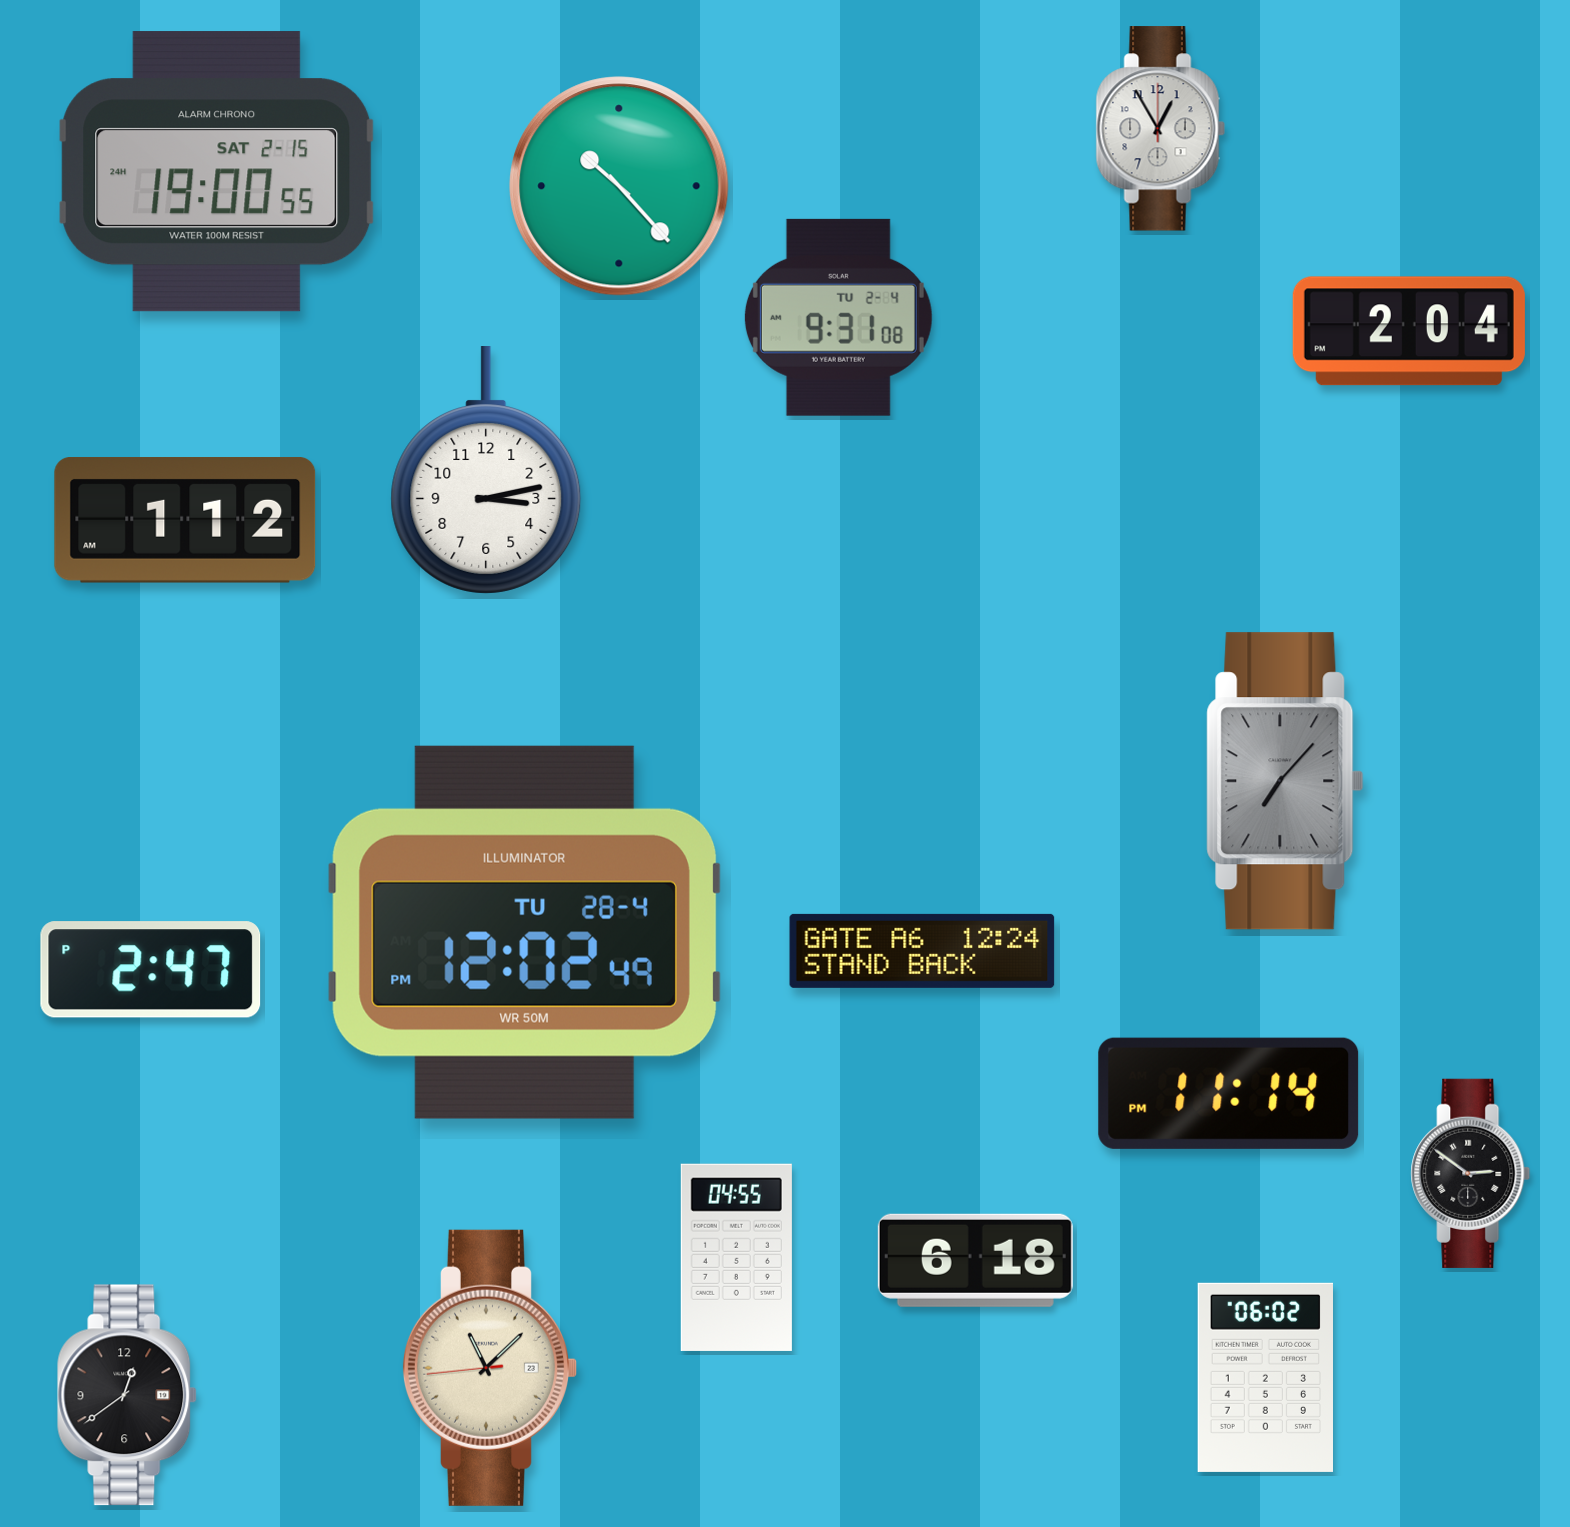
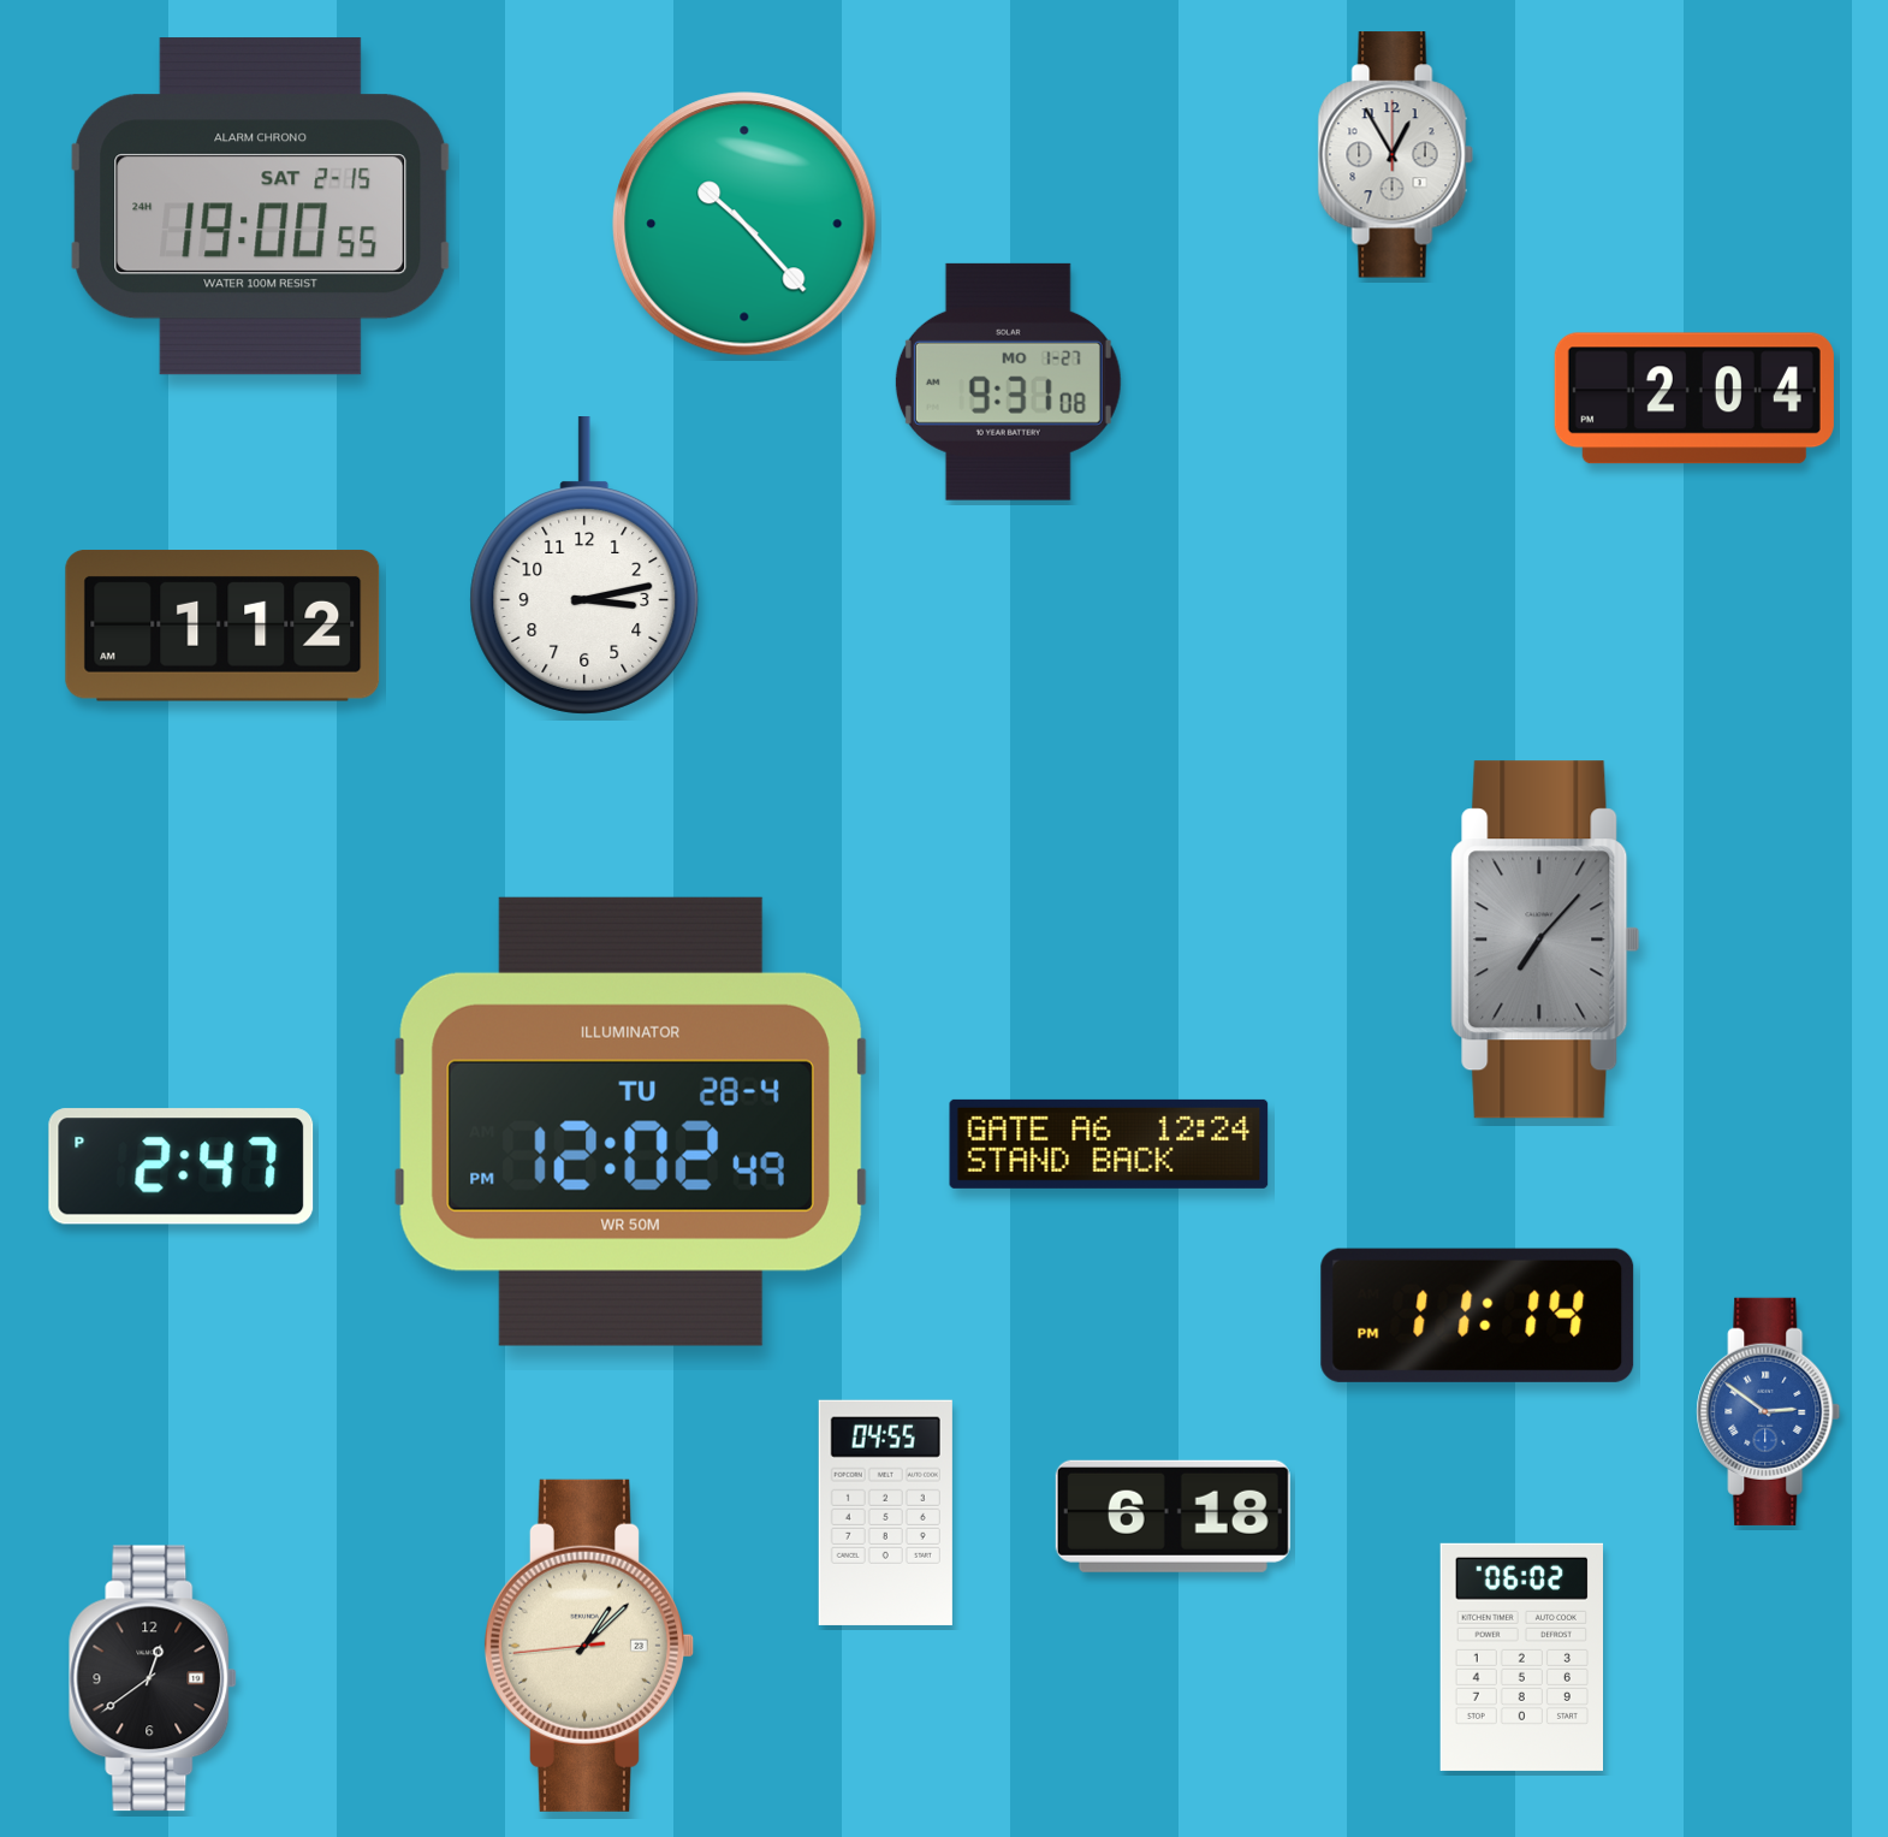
clock at (838, 317) date: TU 2-4 -> MO 1-27
clock at (1471, 1173) dial: black -> blue
clock at (489, 1368): 11:07 -> 1:07
